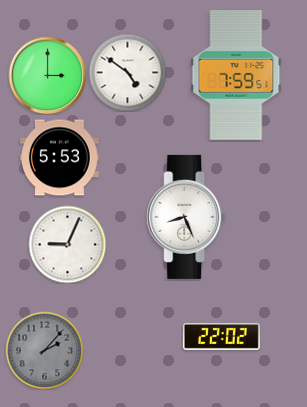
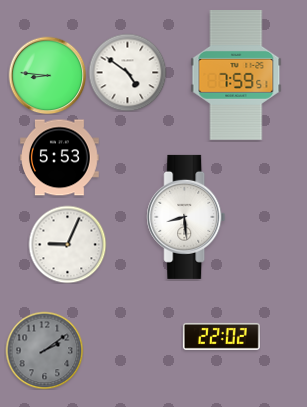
clock at (47, 75): 3:00 -> 8:46
clock at (186, 217): 8:26 -> 8:29
clock at (44, 350): 2:07 -> 2:09
